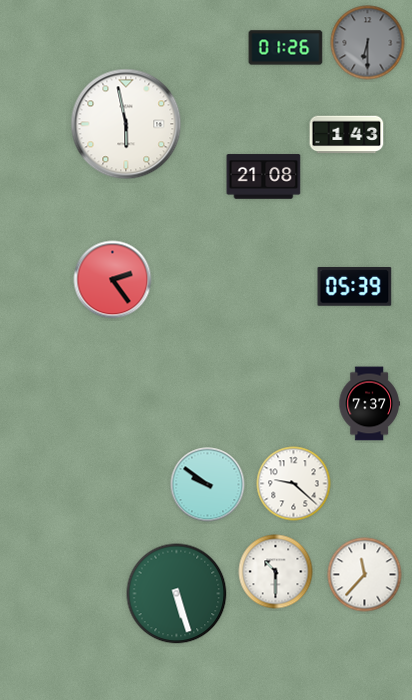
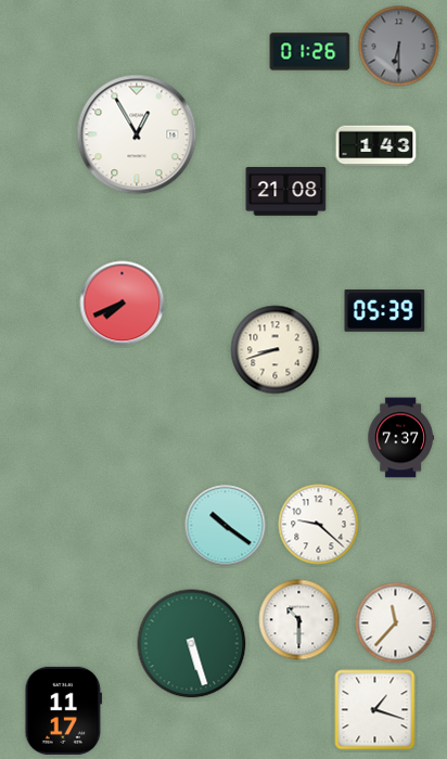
clock at (126, 124): 5:58 -> 12:55
clock at (113, 280): 2:24 -> 7:41
clock at (276, 350): none -> 8:42
clock at (208, 485): 9:51 -> 10:21
clock at (64, 710): none -> 11:17
clock at (375, 710): none -> 1:18
